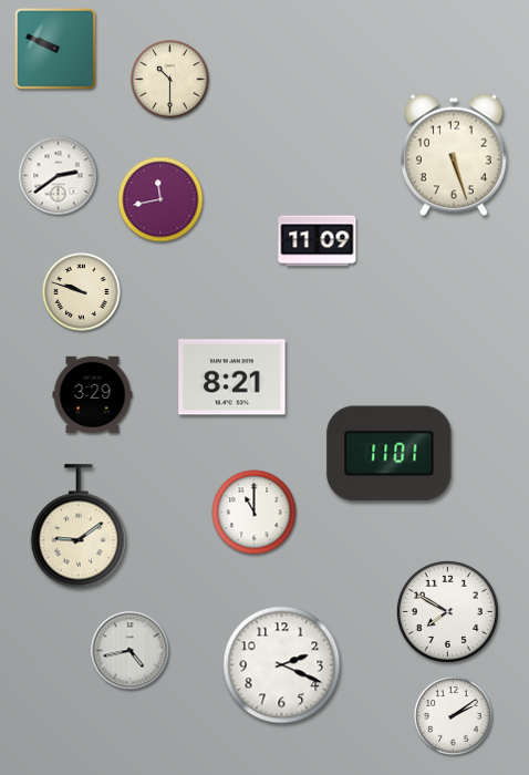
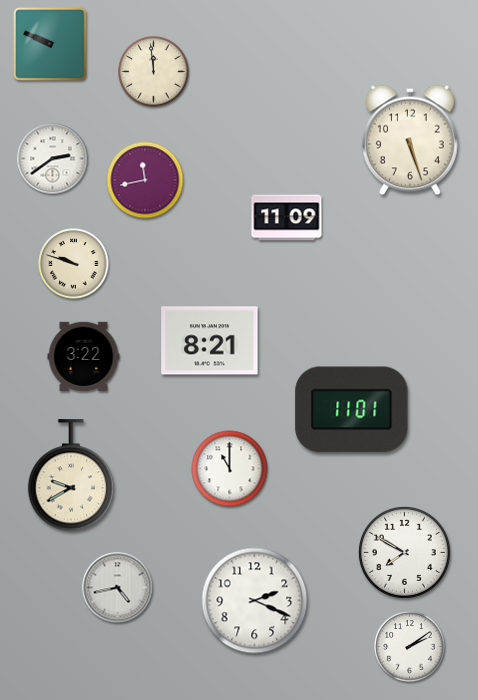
clock at (170, 80): 10:30 -> 11:59
clock at (93, 395): 3:29 -> 3:22
clock at (255, 513) position: (255, 513) -> (230, 469)
clock at (79, 527): 9:09 -> 9:40
